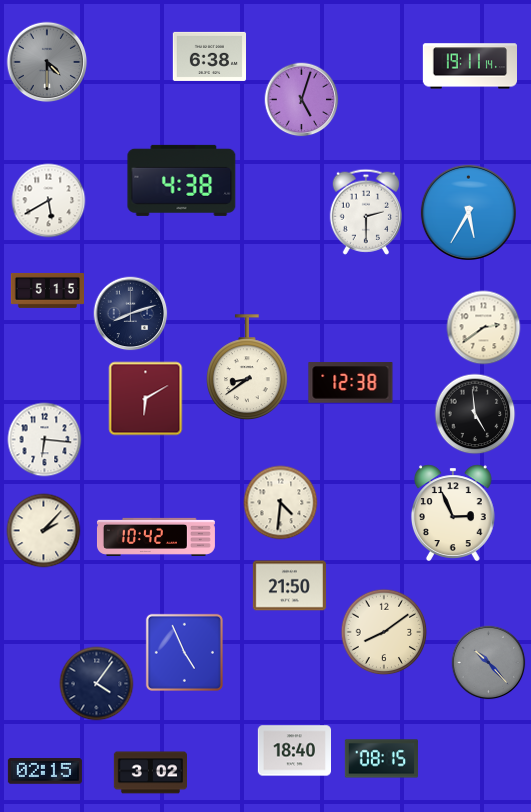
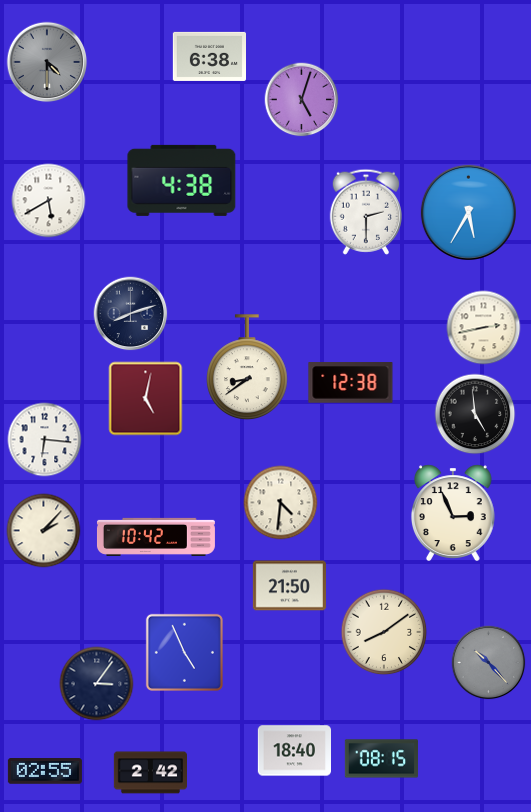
clock at (469, 66): 19:11 -> none
clock at (47, 291): 5:15 -> none
clock at (484, 328): 2:39 -> 2:43
clock at (146, 399): 6:10 -> 5:02
clock at (97, 684): 4:06 -> 3:06
clock at (45, 771): 02:15 -> 02:55
clock at (150, 773): 3:02 -> 2:42
